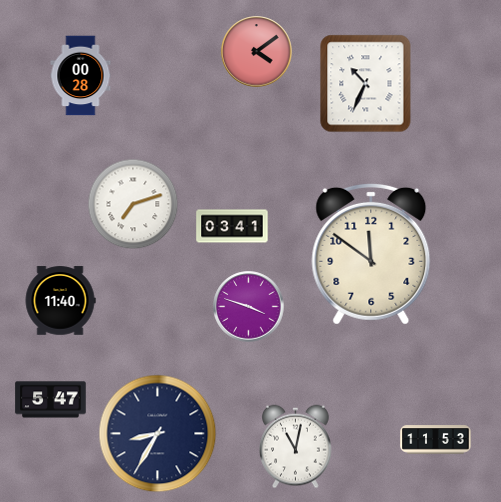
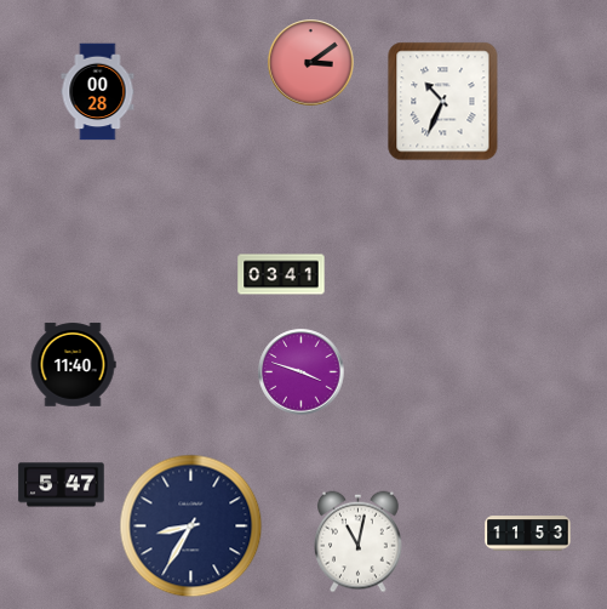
clock at (257, 52): 4:09 -> 3:09
clock at (133, 204): 7:12 -> none
clock at (371, 254): 11:51 -> none
